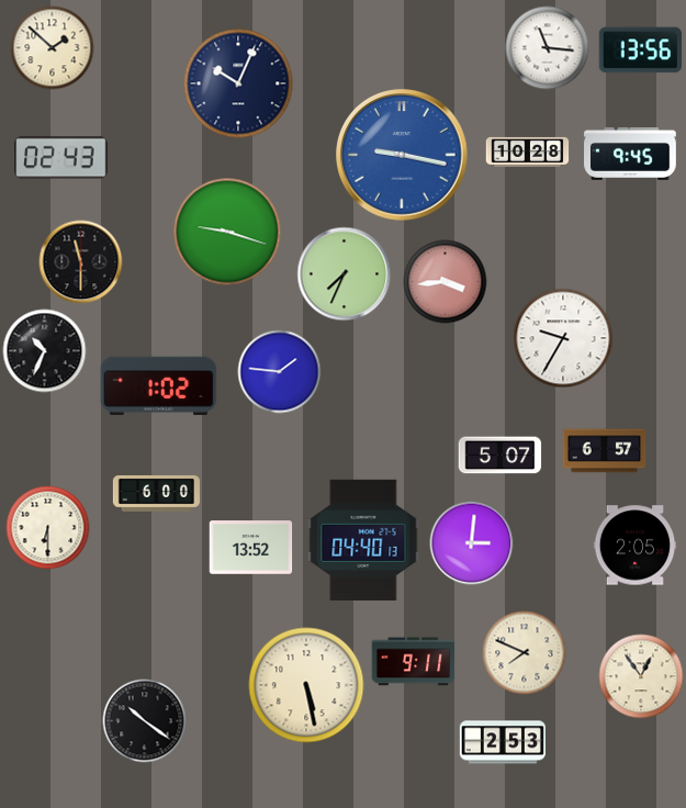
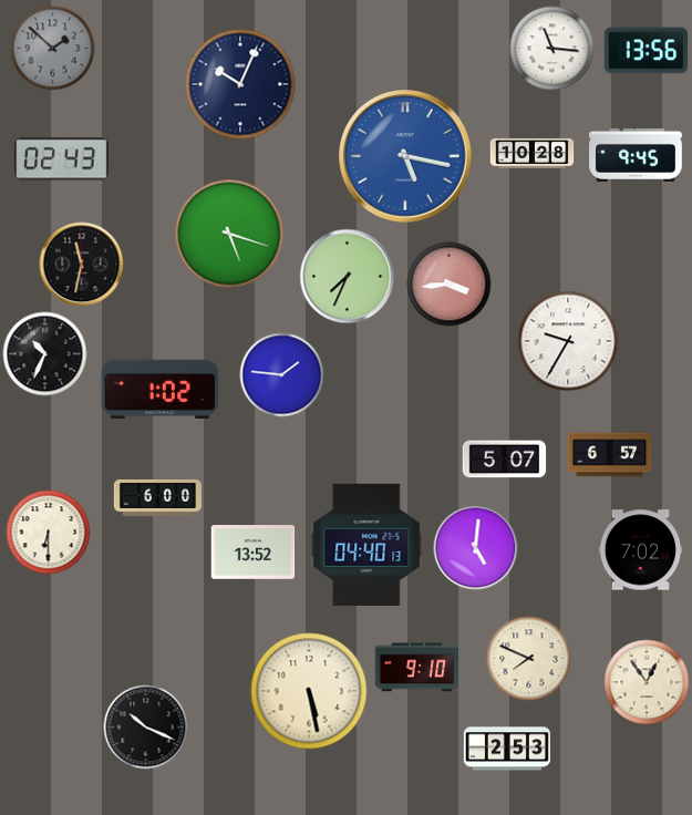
clock at (53, 48) dial: cream -> grey
clock at (402, 155): 9:17 -> 5:17
clock at (227, 232): 9:18 -> 5:18
clock at (81, 262): 11:30 -> 11:32
clock at (472, 543): 3:01 -> 5:01
clock at (636, 546): 2:05 -> 7:02
clock at (414, 662): 9:11 -> 9:10
clock at (145, 721): 10:21 -> 10:19
